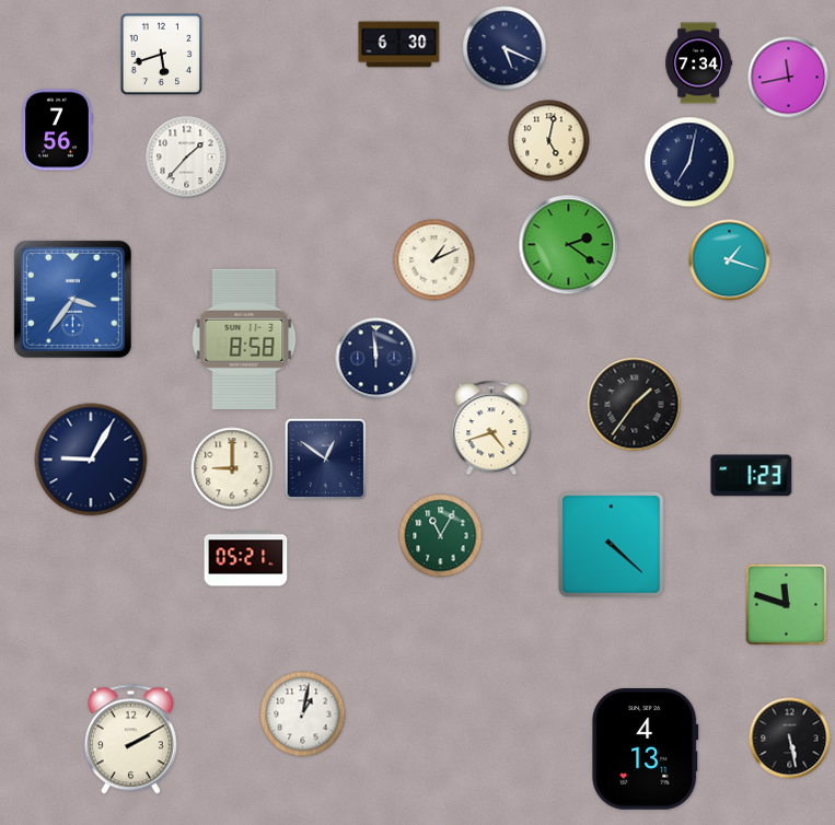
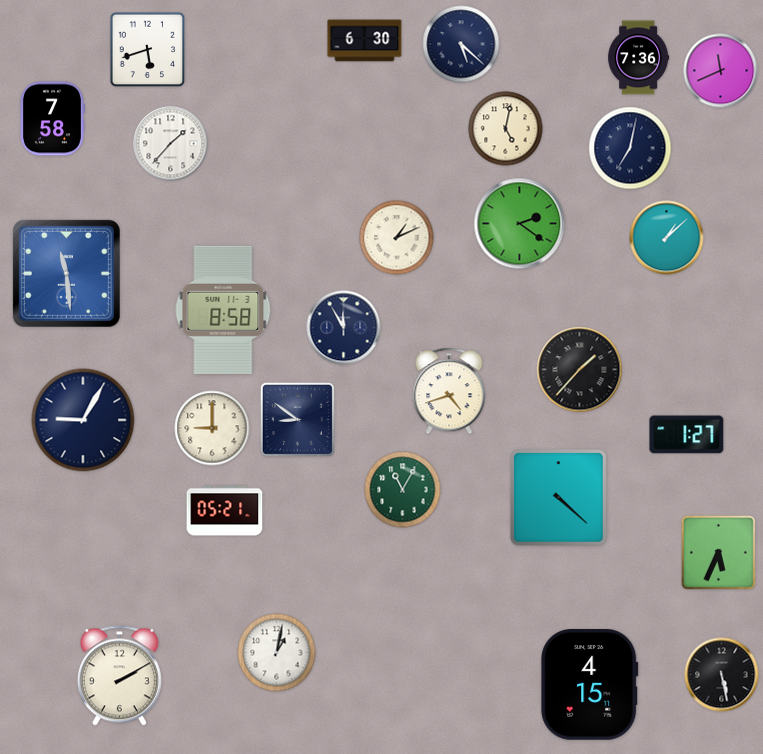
clock at (505, 48): 5:19 -> 5:22
clock at (699, 63): 7:34 -> 7:36
clock at (789, 78): 11:43 -> 11:41
clock at (58, 130): 7:56 -> 7:58
clock at (549, 141) position: (549, 141) -> (506, 129)
clock at (730, 260): 1:18 -> 1:08
clock at (72, 299): 3:36 -> 11:29
clock at (376, 359): 11:59 -> 11:55
clock at (635, 405): 1:36 -> 1:37
clock at (325, 458): 12:51 -> 8:51
clock at (752, 476): 1:23 -> 1:27
clock at (786, 604): 11:48 -> 5:34
clock at (646, 750): 4:13 -> 4:15
